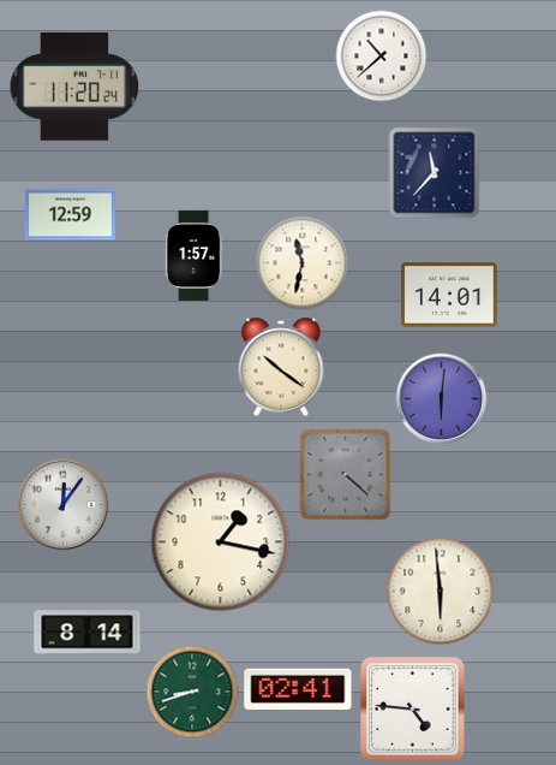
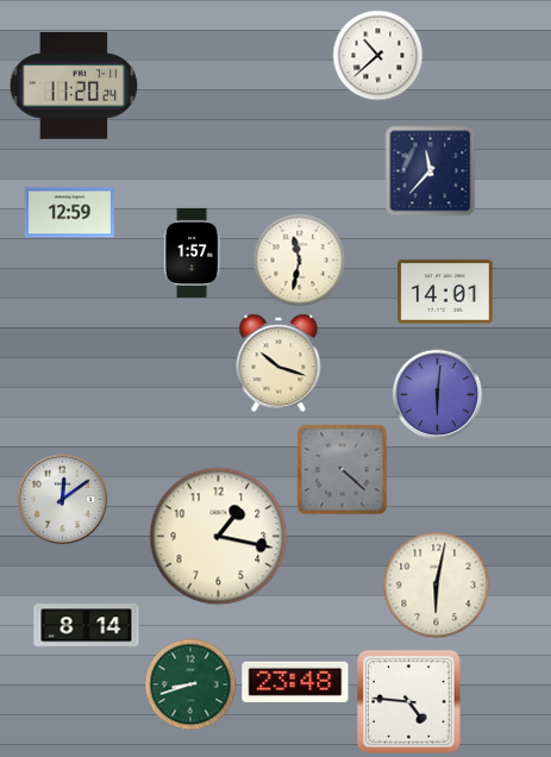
clock at (281, 367): 10:21 -> 10:18
clock at (64, 505): 12:06 -> 12:09
clock at (441, 592): 5:59 -> 6:02
clock at (298, 689): 02:41 -> 23:48
